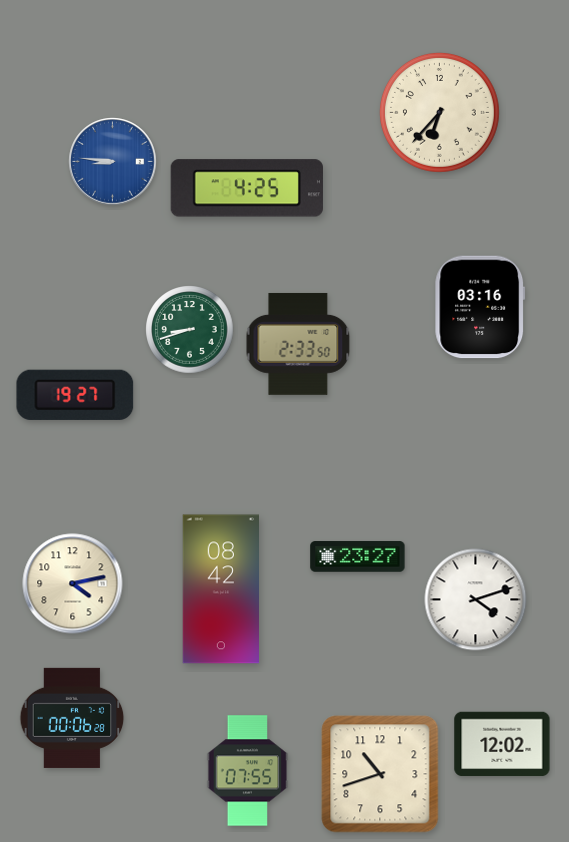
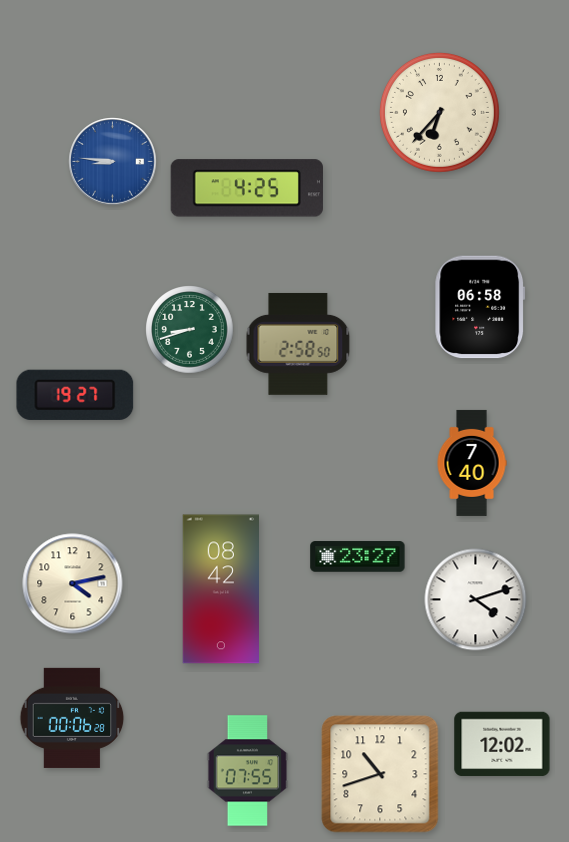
clock at (480, 307): 03:16 -> 06:58
clock at (298, 344): 2:33 -> 2:58
clock at (472, 463): none -> 7:40
